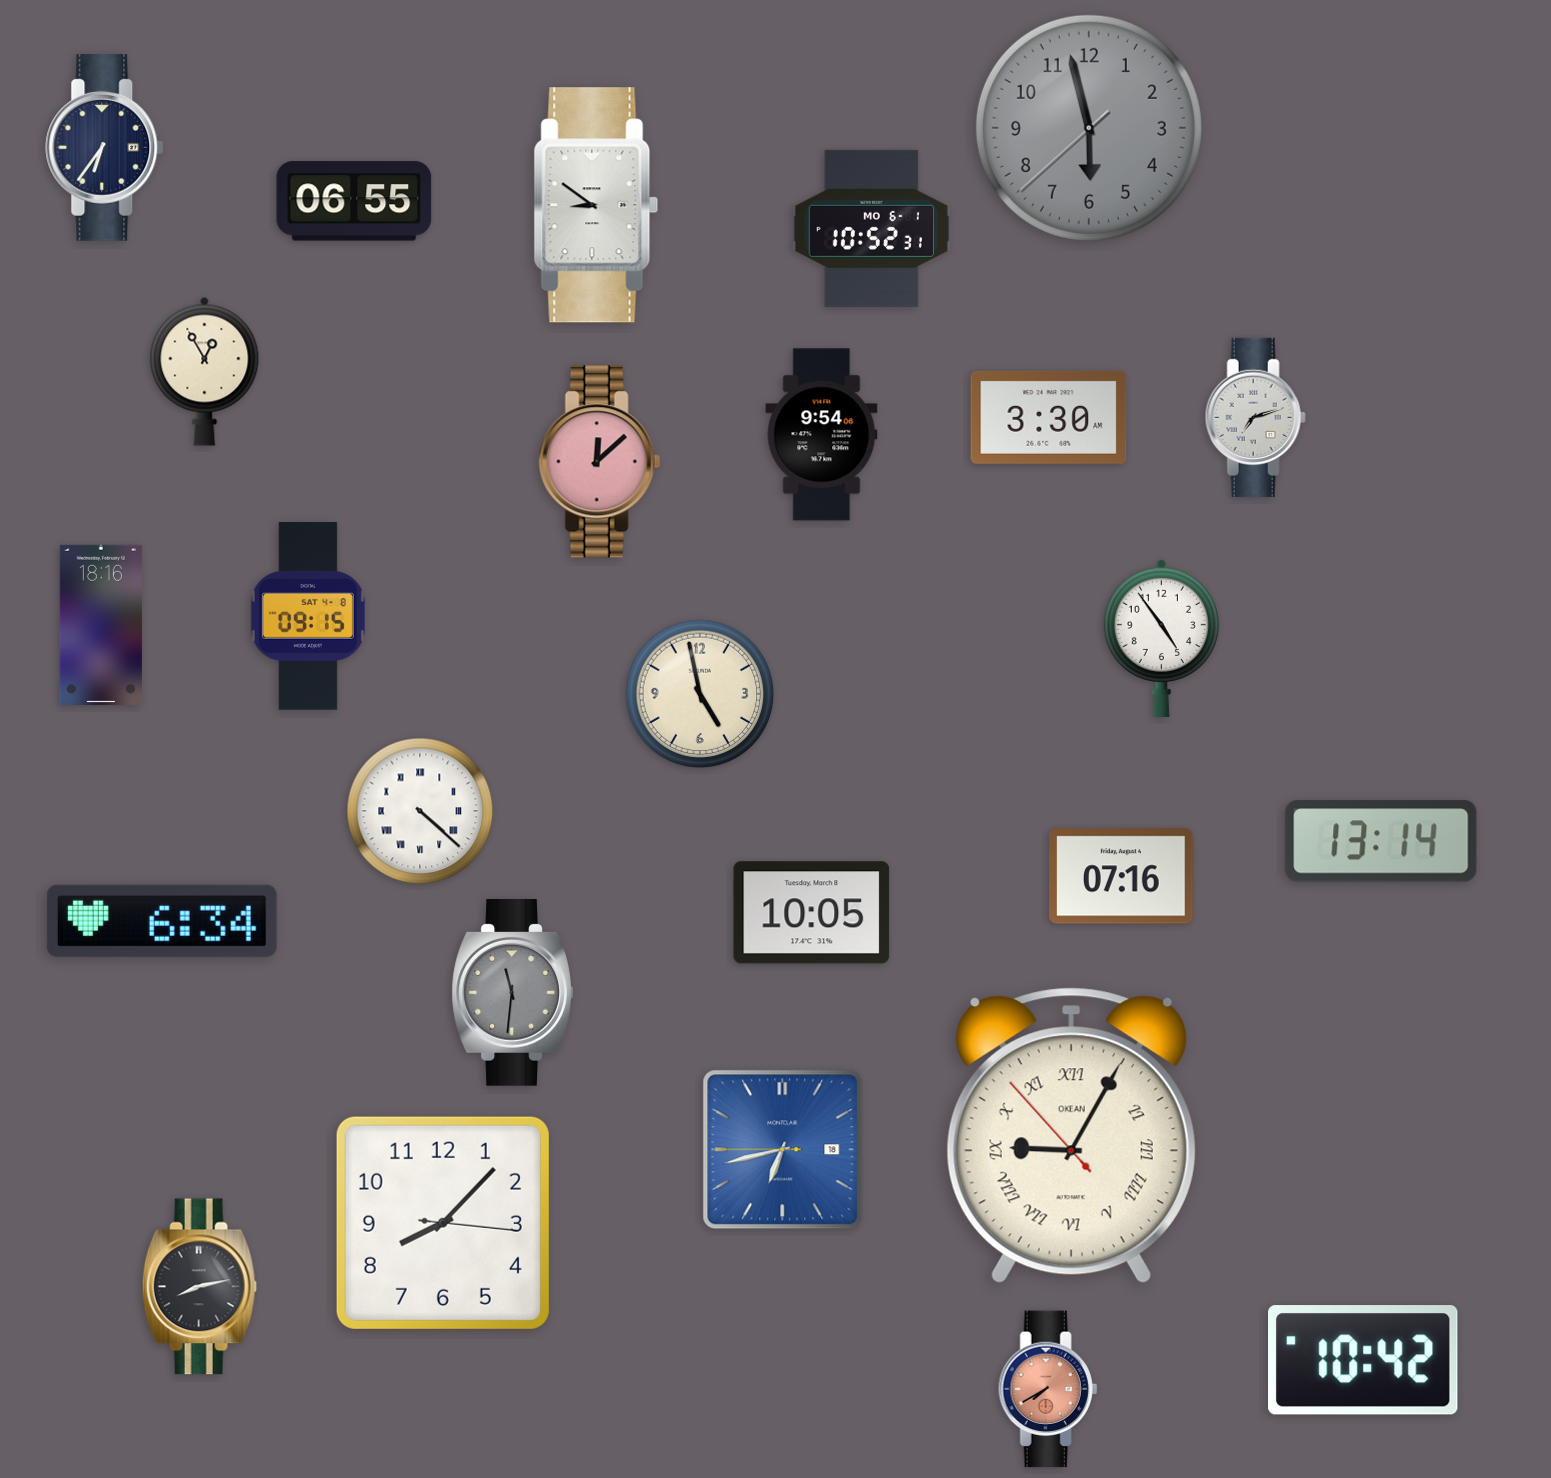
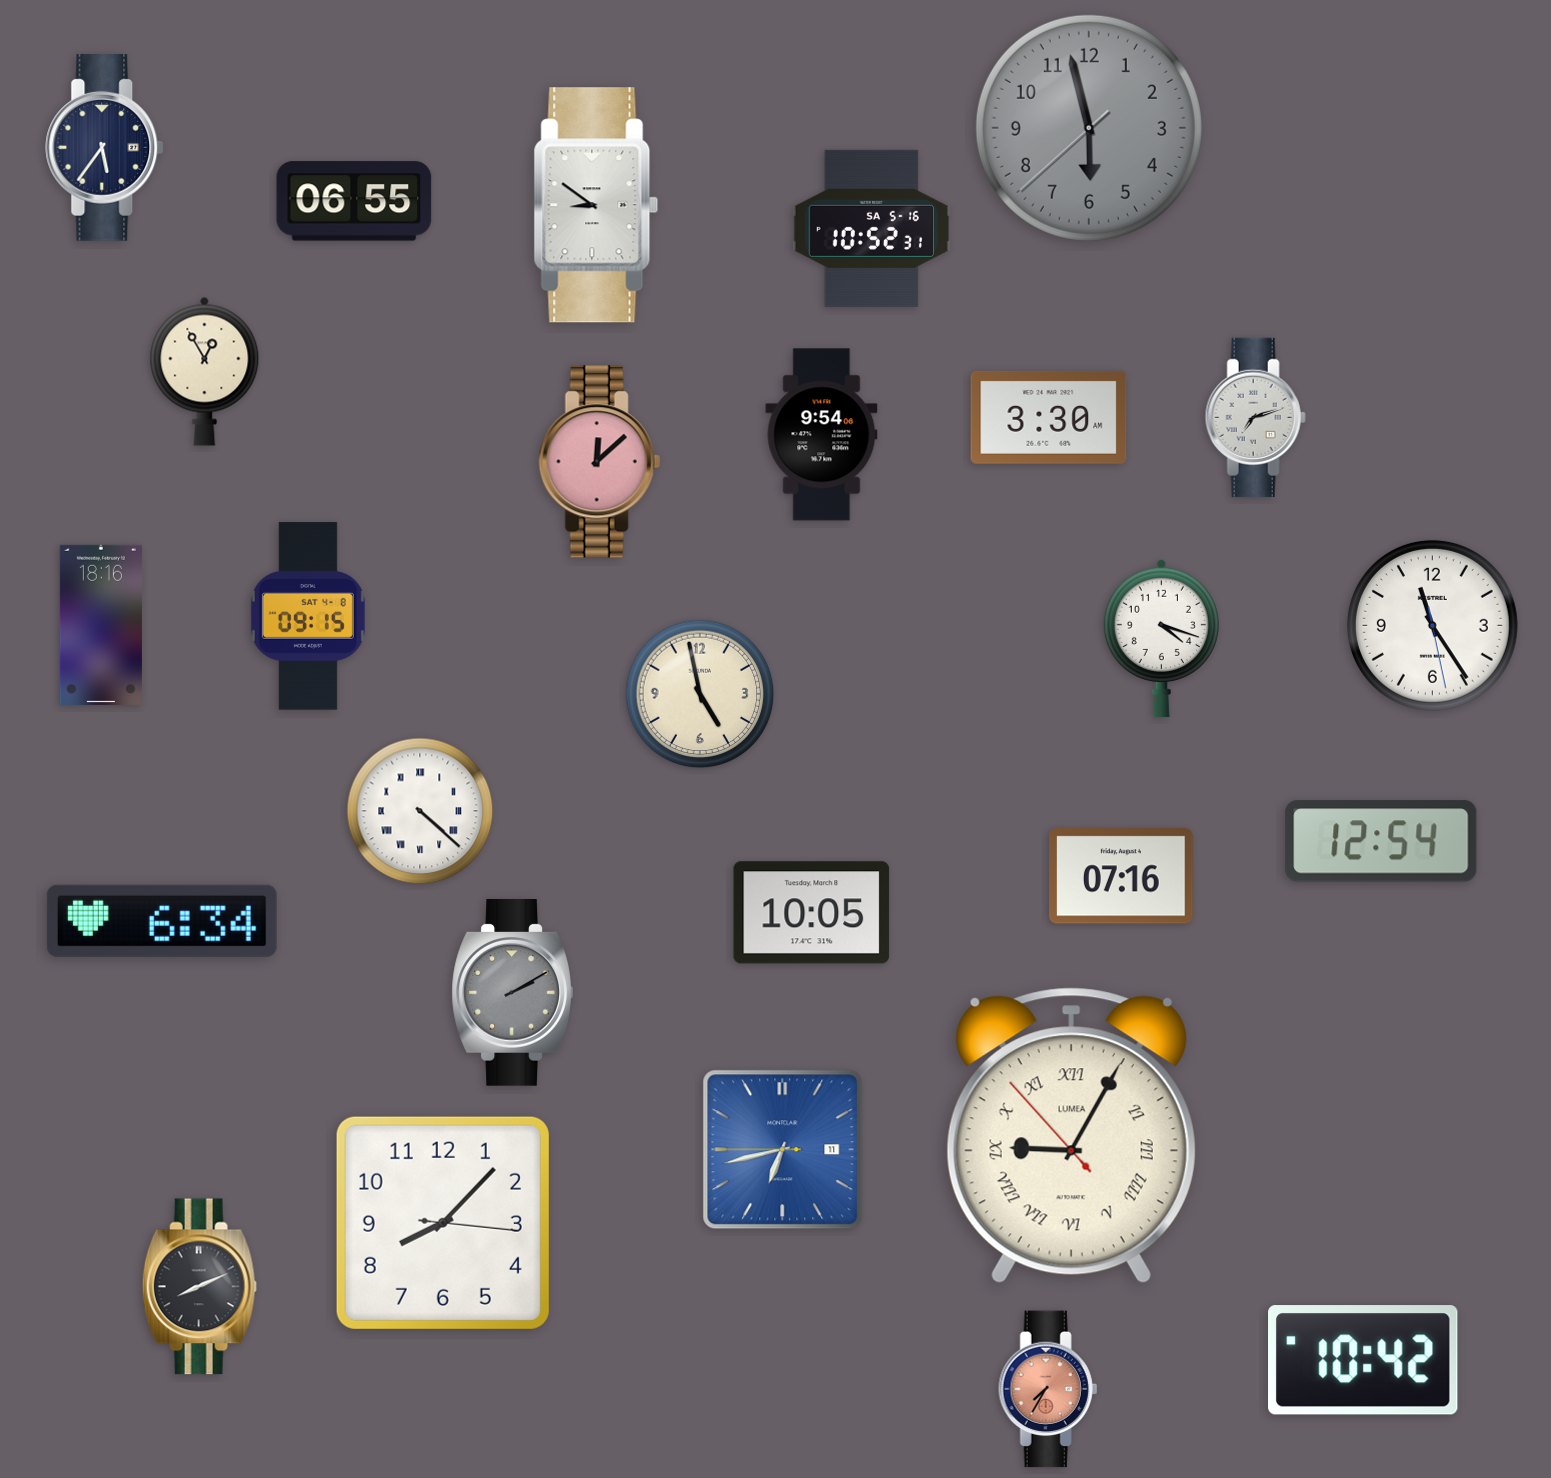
clock at (105, 148): 6:36 -> 5:36
clock at (871, 228) date: MO 6-1 -> SA 5-16
clock at (1432, 625): none -> 11:24
clock at (1161, 638): 4:54 -> 4:18
clock at (1381, 841): 13:14 -> 12:54
clock at (512, 993): 11:31 -> 2:10
clock at (1071, 1136) brand: OKEAN -> LUMEA
clock at (783, 1150) date: 18 -> 11
clock at (199, 1287): 8:13 -> 8:11
clock at (1048, 1389): 7:40 -> 7:35
